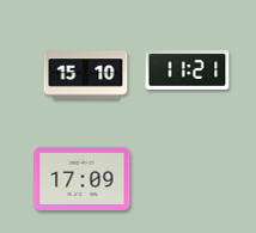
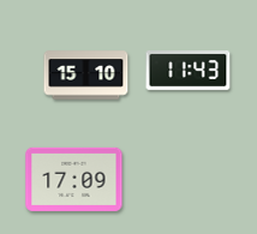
clock at (188, 70): 11:21 -> 11:43
clock at (83, 178) position: (83, 178) -> (74, 179)
